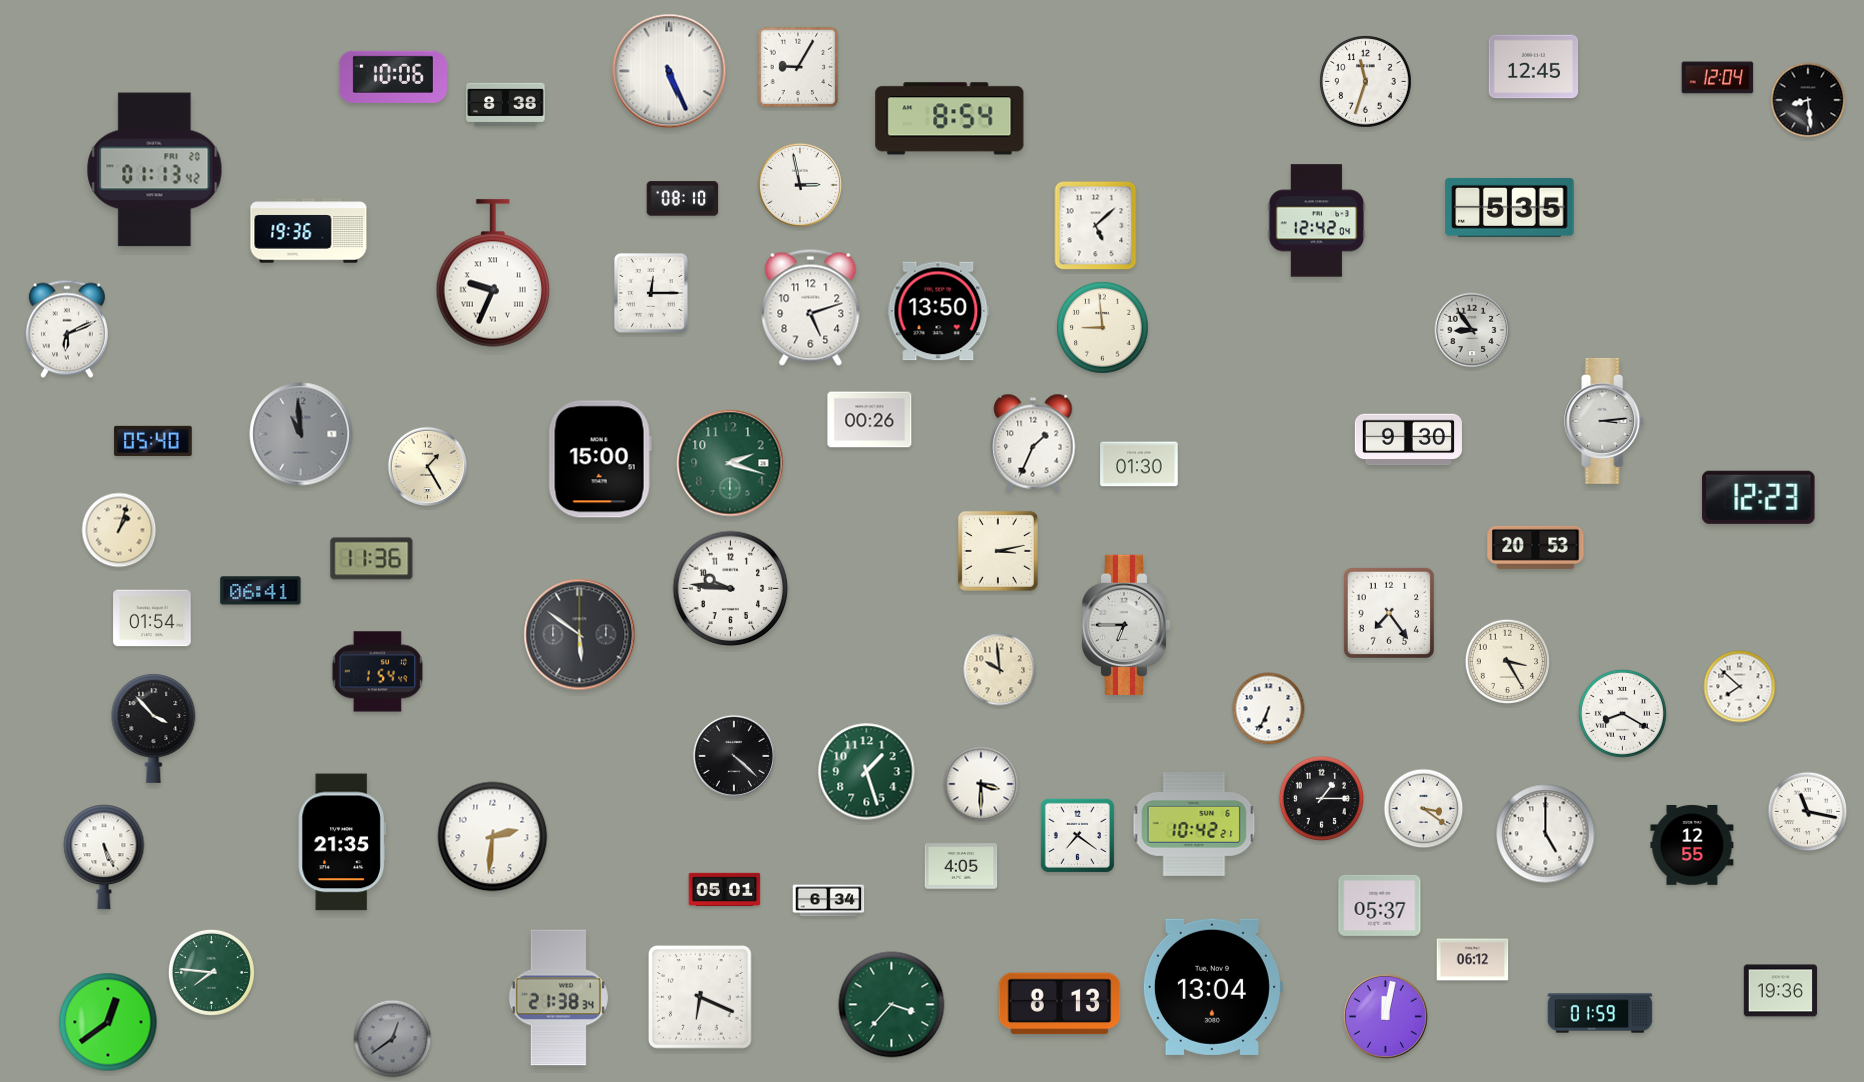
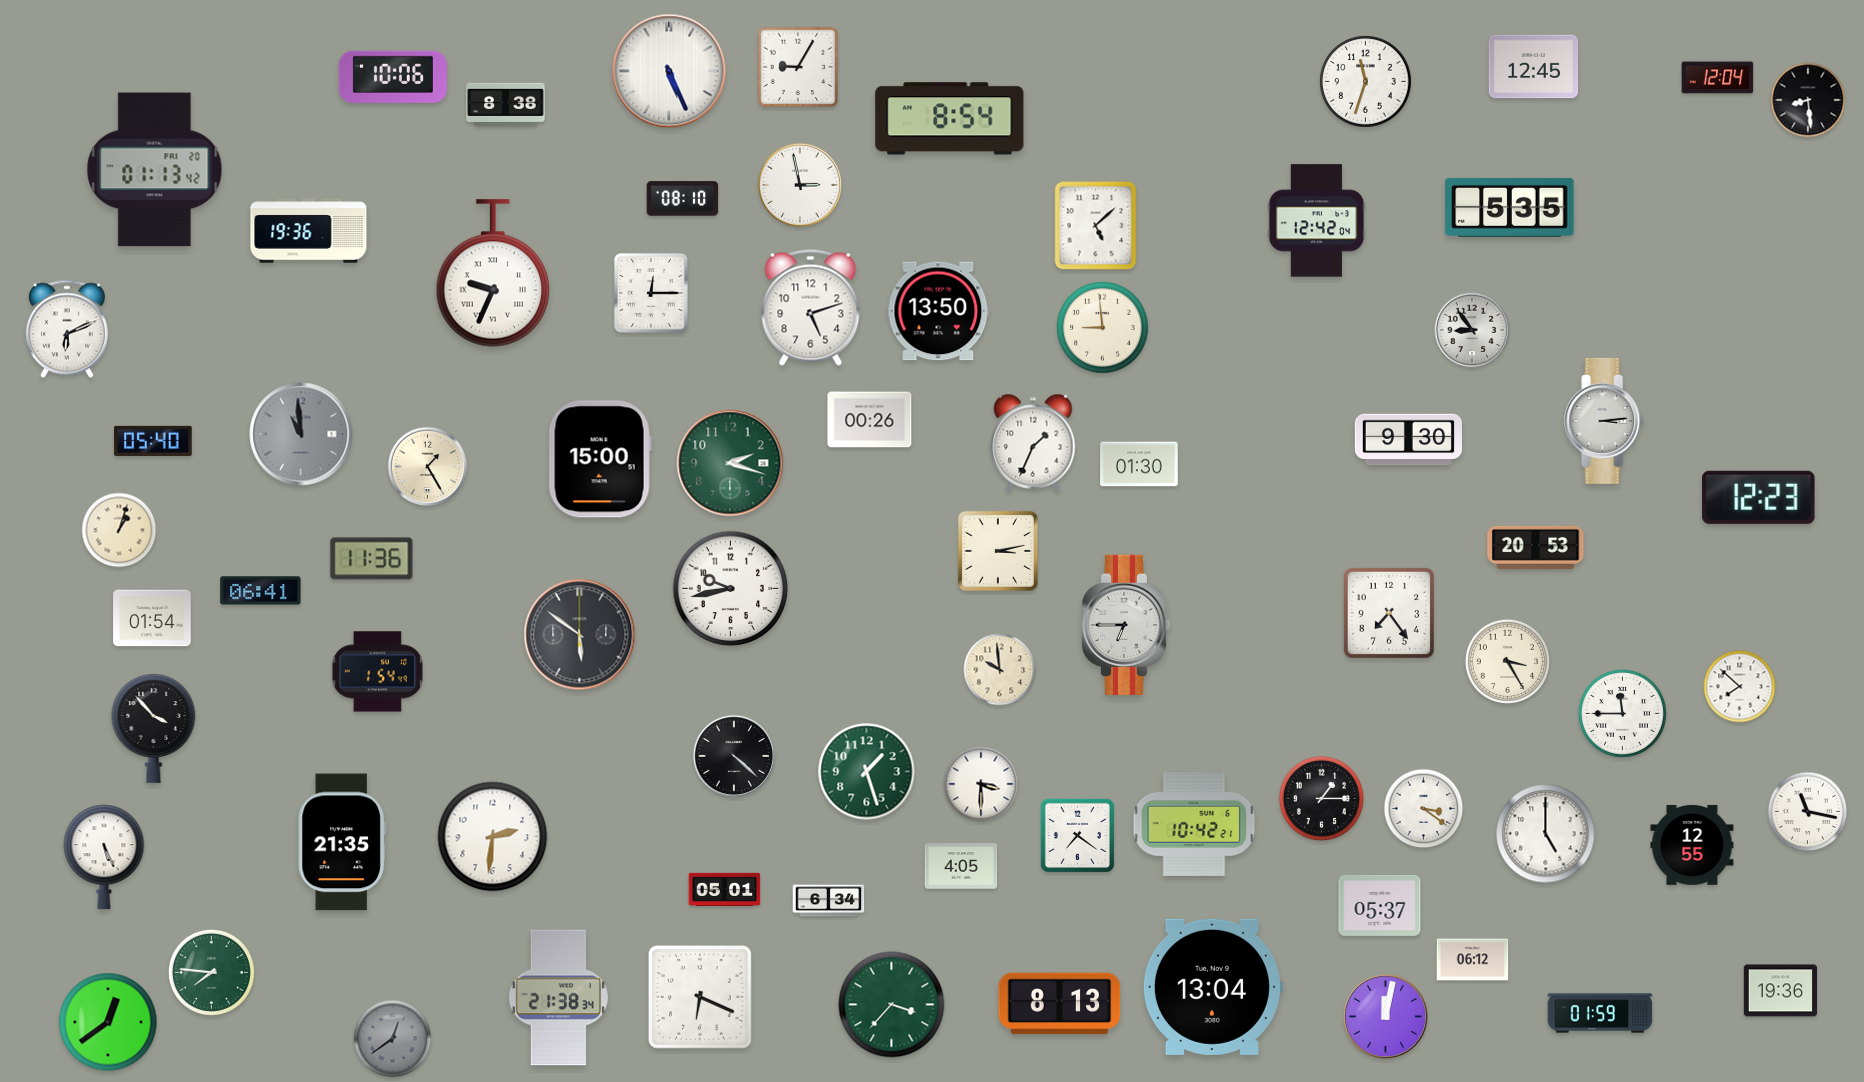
clock at (731, 589): 9:46 -> 9:43
clock at (1269, 709): 6:34 -> none
clock at (1622, 713): 8:20 -> 11:45
